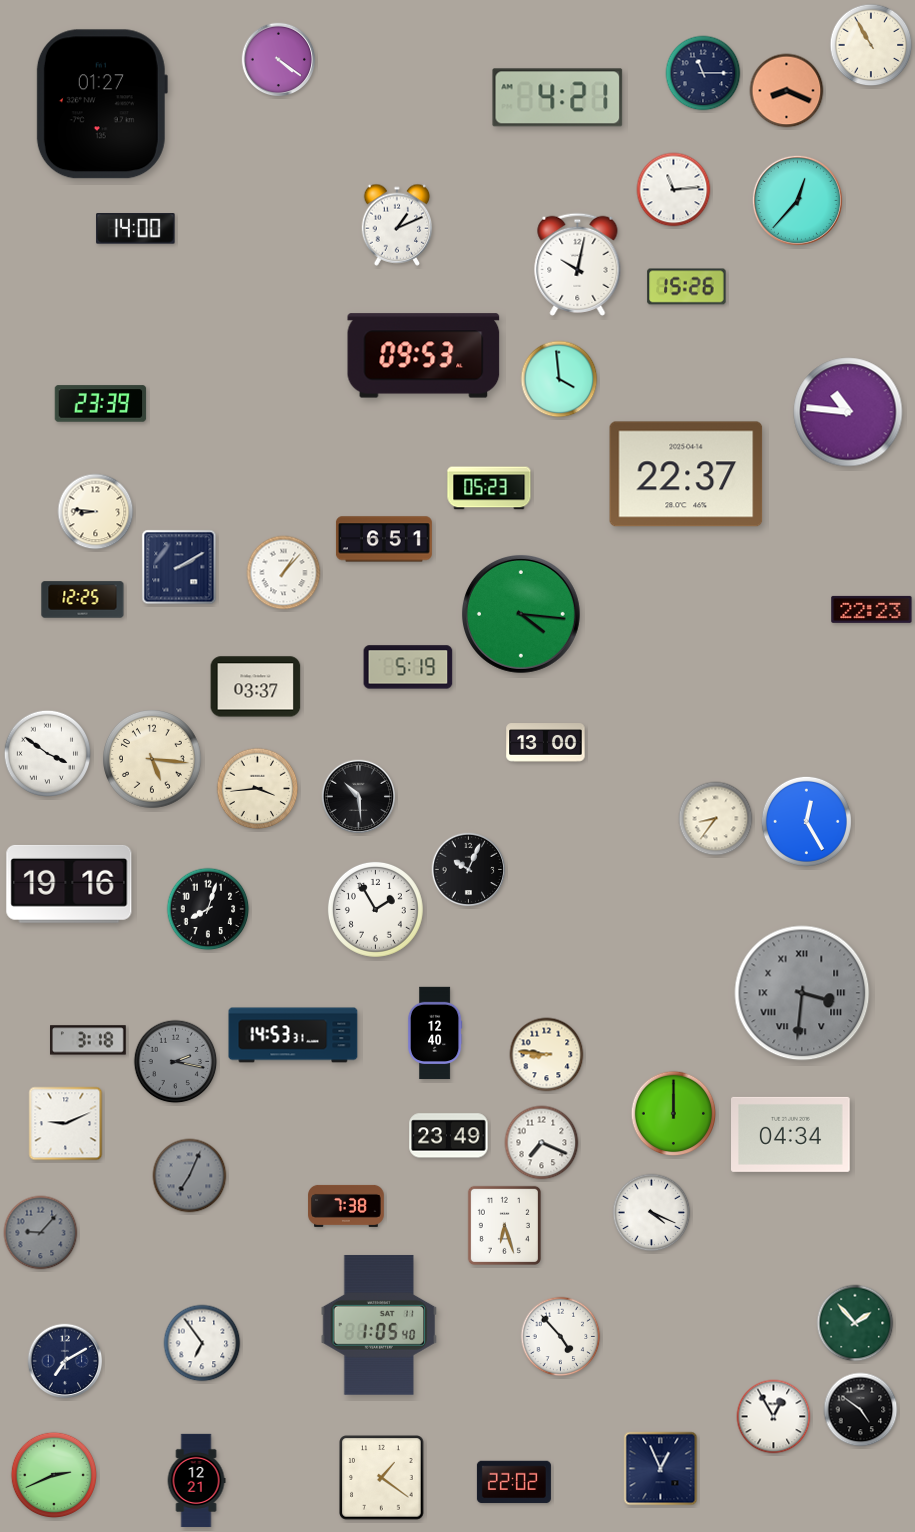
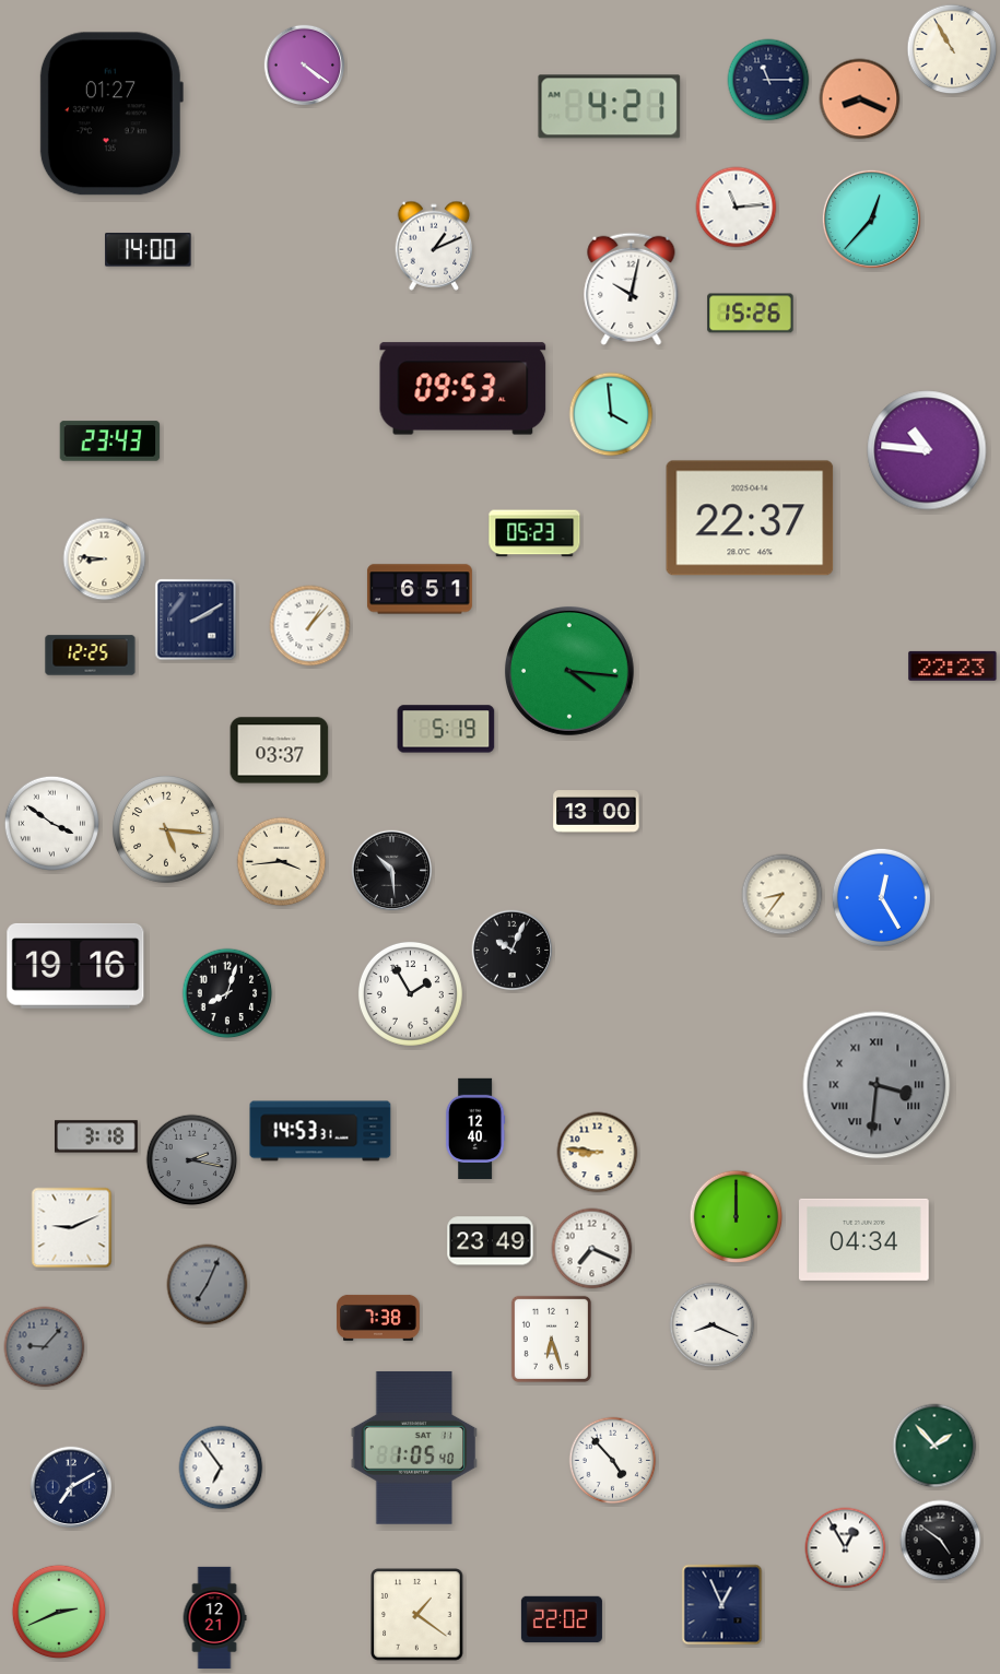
clock at (101, 404): 23:39 -> 23:43
clock at (652, 1213): 4:19 -> 8:19
